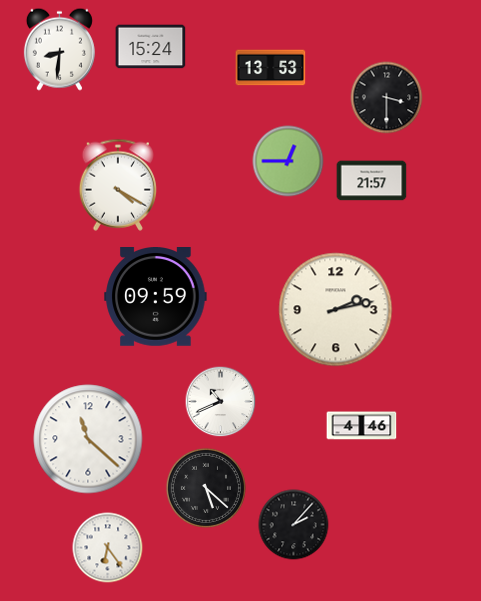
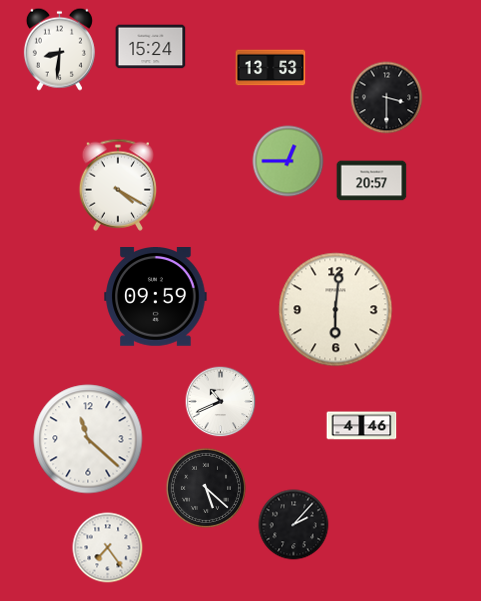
clock at (372, 181): 21:57 -> 20:57
clock at (336, 310): 2:13 -> 6:01
clock at (108, 548): 6:24 -> 7:24
